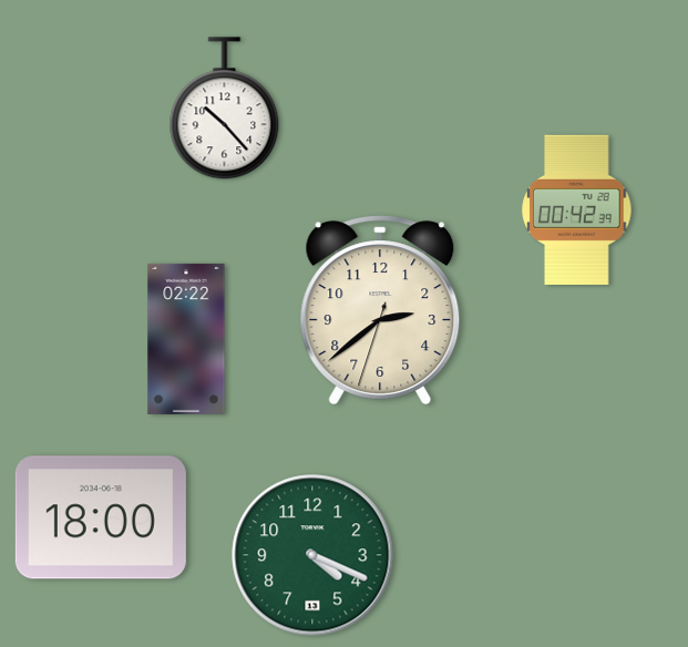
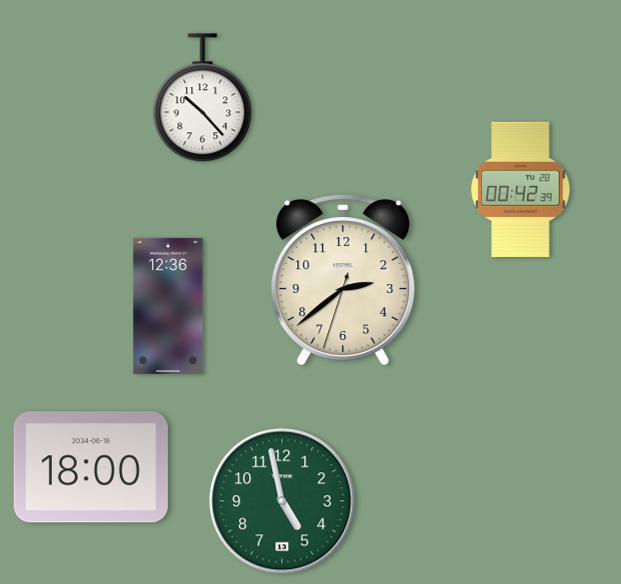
clock at (186, 339): 02:22 -> 12:36
clock at (312, 555): 4:19 -> 4:58
